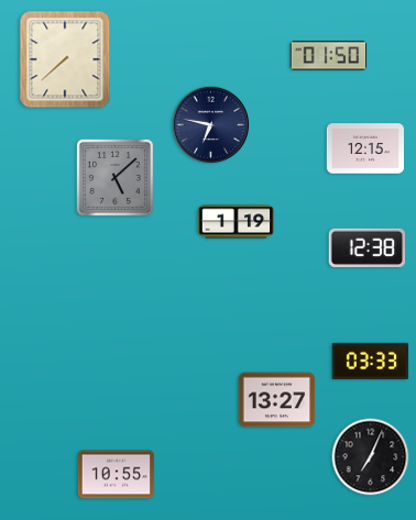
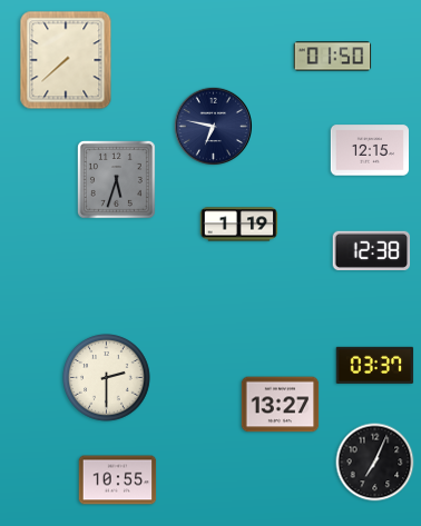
clock at (114, 177): 5:08 -> 5:33
clock at (371, 361): 03:33 -> 03:37
clock at (107, 378): none -> 2:30
